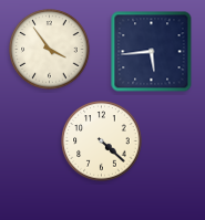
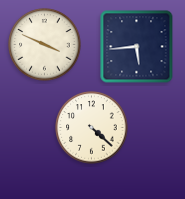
clock at (50, 50): 3:54 -> 3:49
